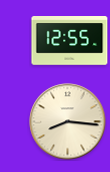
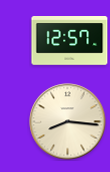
clock at (70, 41): 12:55 -> 12:57
